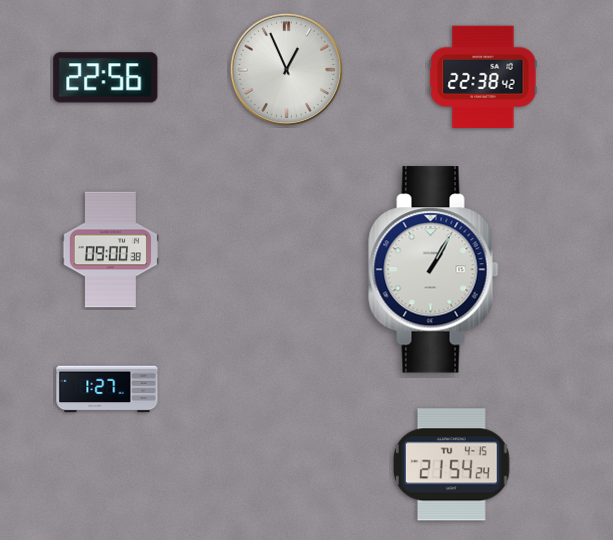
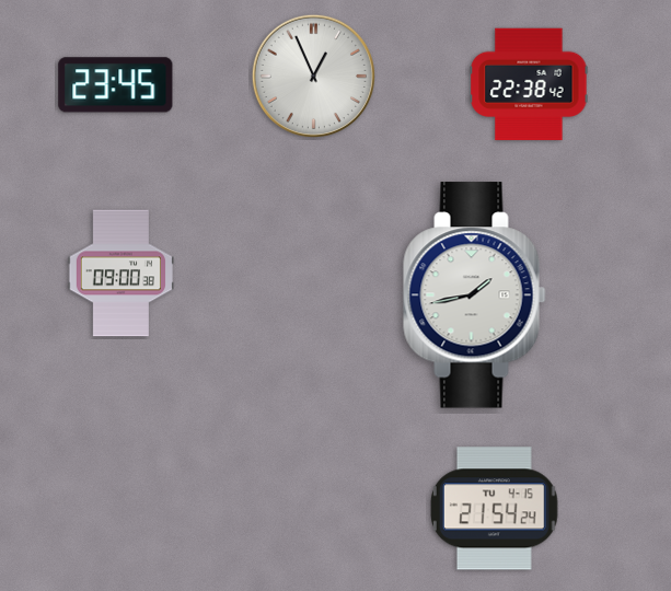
clock at (106, 78): 22:56 -> 23:45
clock at (434, 270): 1:05 -> 1:43
clock at (107, 389): 1:27 -> none
